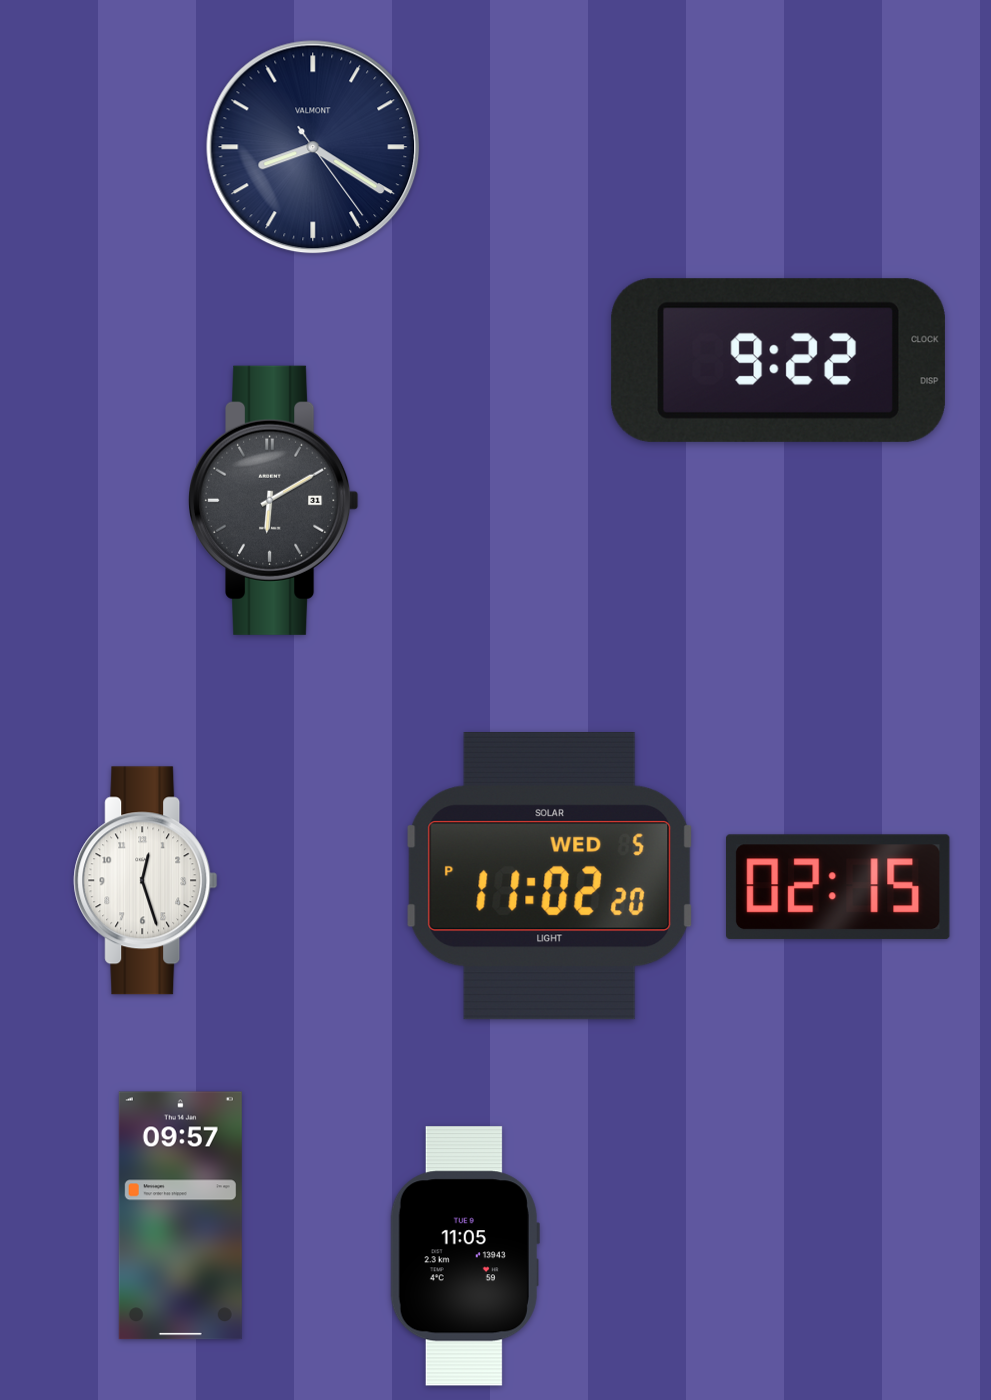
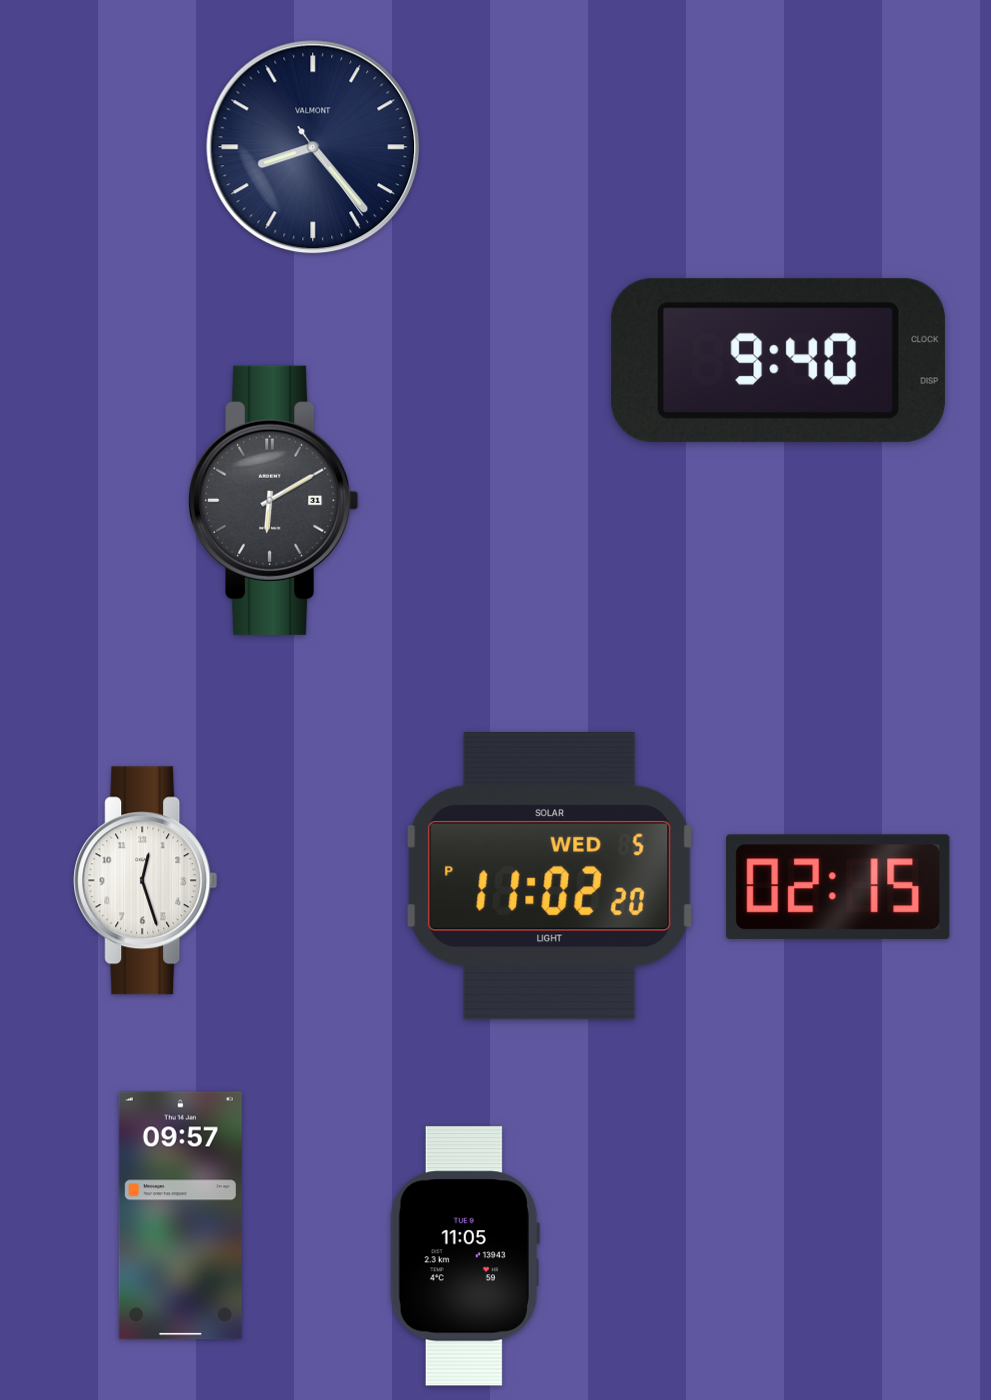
clock at (313, 147): 8:20 -> 8:23
clock at (778, 360): 9:22 -> 9:40
